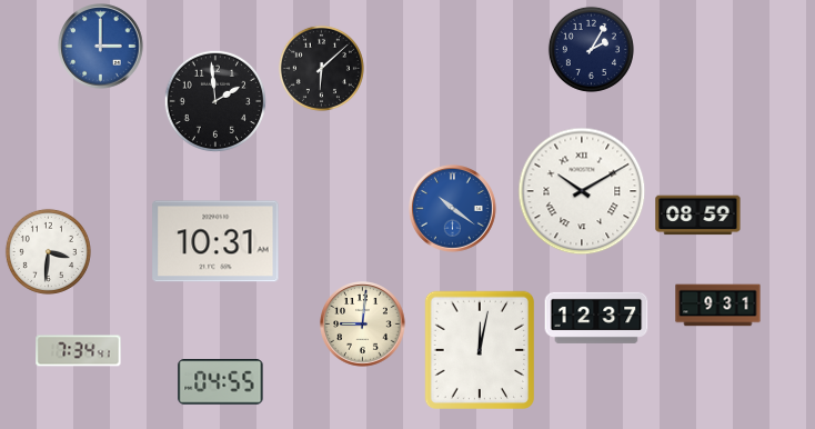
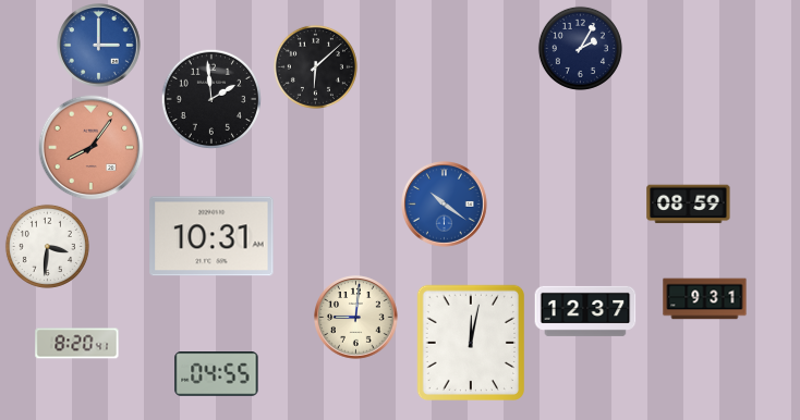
clock at (92, 148): none -> 8:06
clock at (582, 191): 10:10 -> none
clock at (698, 216) position: (698, 216) -> (689, 205)
clock at (79, 351): 7:34 -> 8:20
